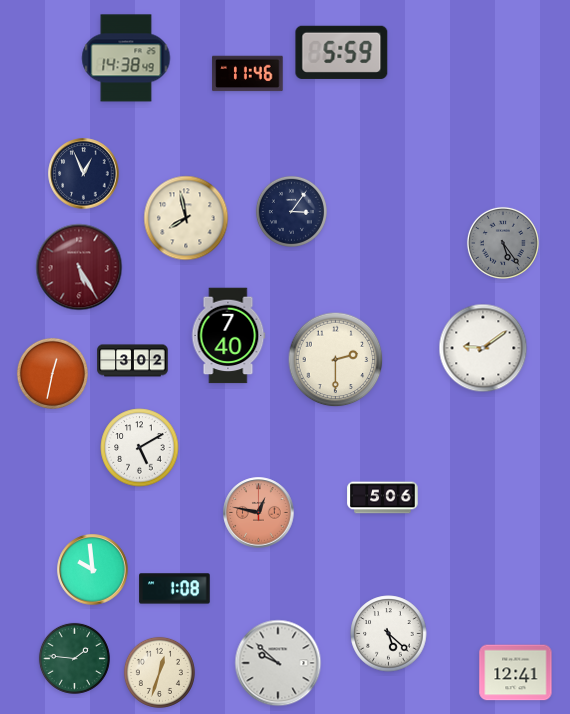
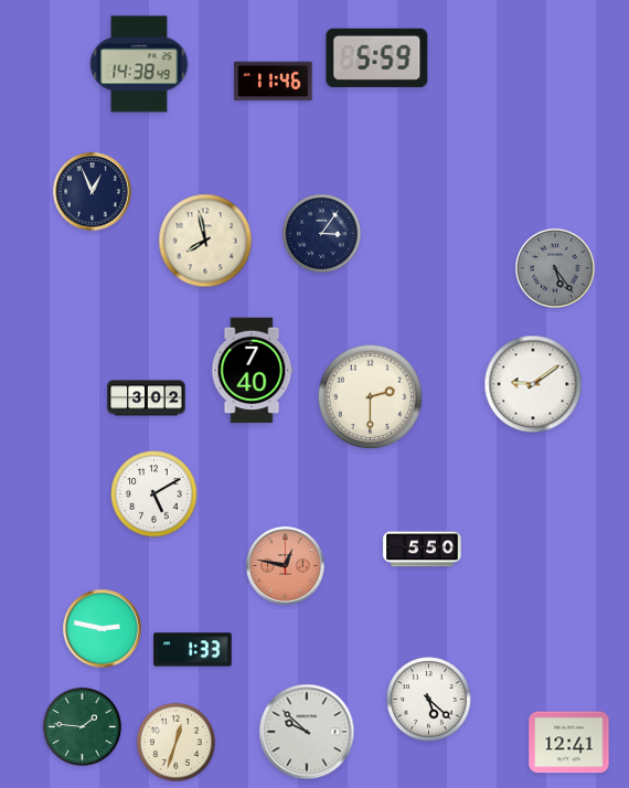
clock at (79, 267): 5:25 -> none
clock at (52, 373): 12:32 -> none
clock at (383, 498): 5:06 -> 5:50
clock at (93, 570): 9:59 -> 2:47
clock at (175, 589): 1:08 -> 1:33
